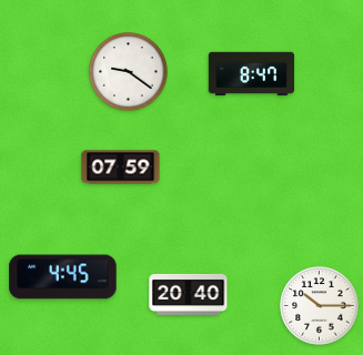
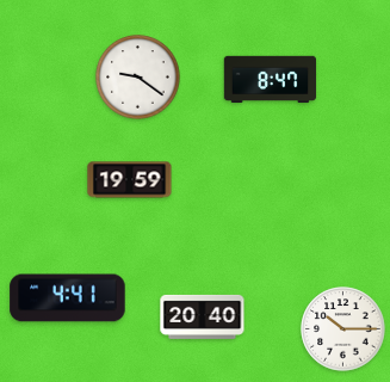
clock at (121, 168): 07:59 -> 19:59
clock at (63, 277): 4:45 -> 4:41
